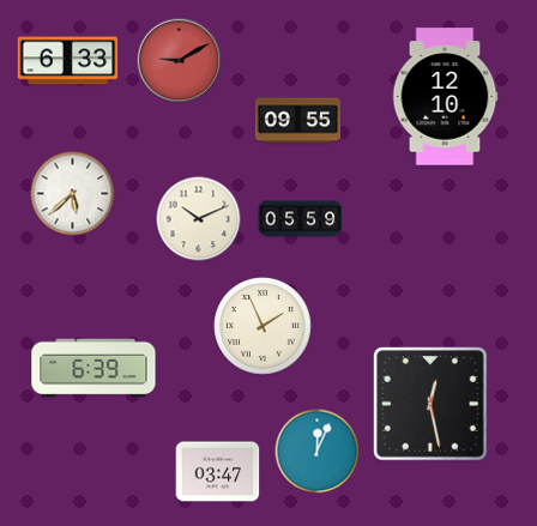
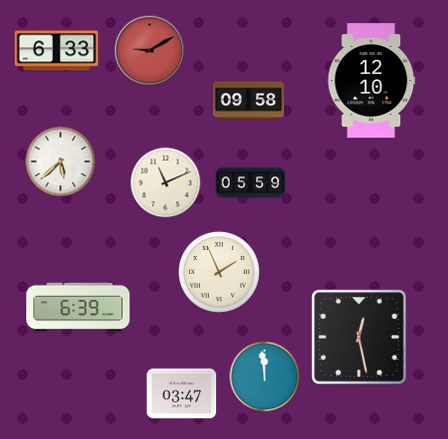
clock at (297, 121): 09:55 -> 09:58
clock at (199, 219): 10:11 -> 11:11
clock at (318, 452): 12:04 -> 11:59
